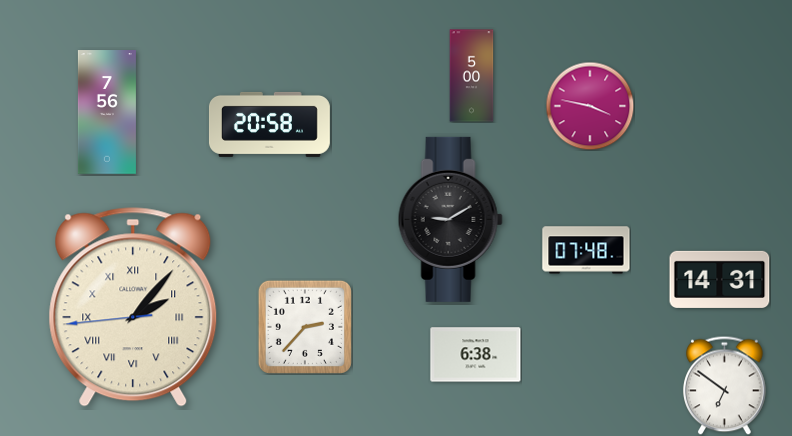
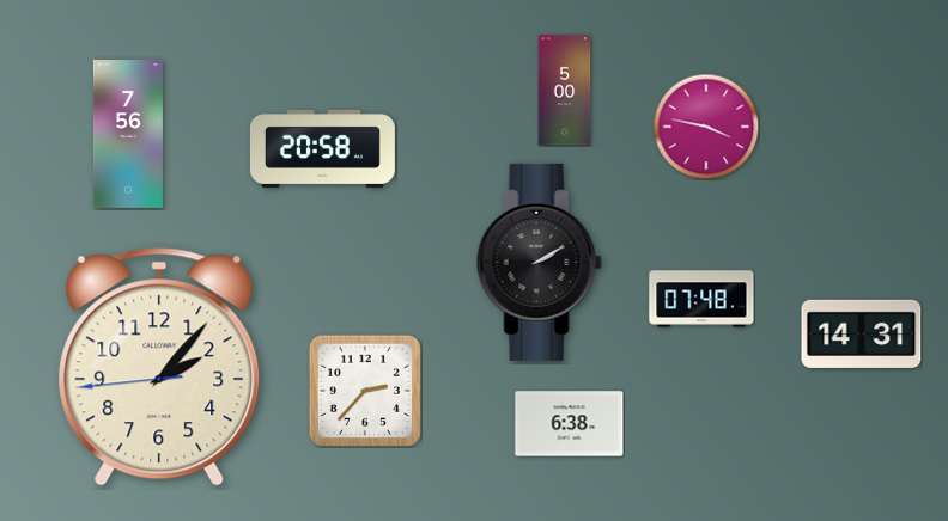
clock at (450, 219): 9:10 -> 2:10
clock at (133, 307) numerals: Roman -> Arabic
clock at (725, 385): 6:51 -> none
